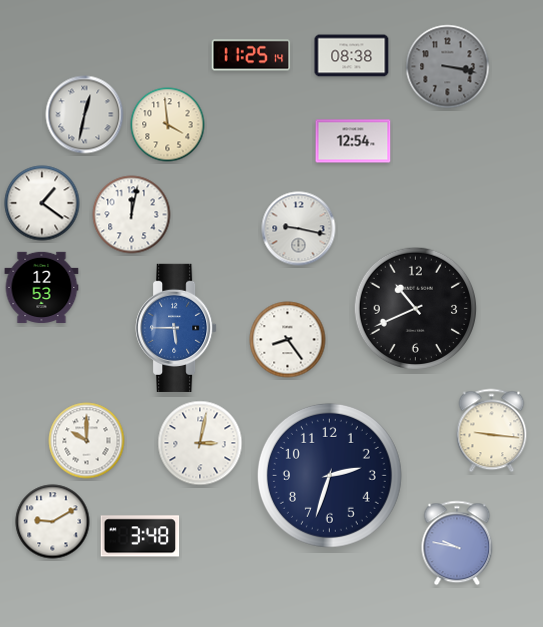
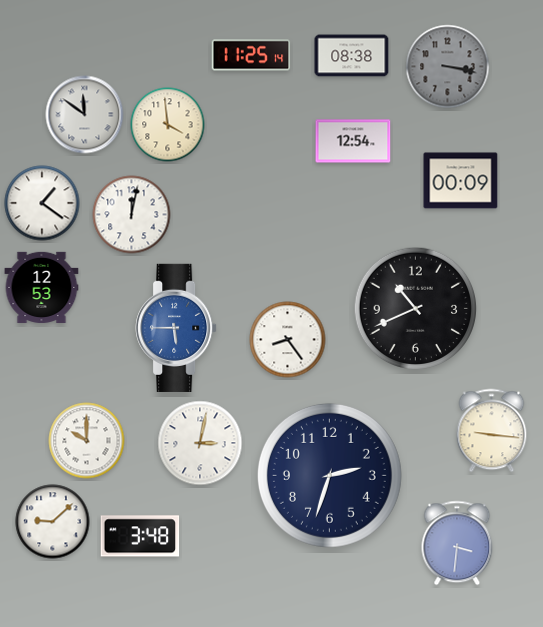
clock at (85, 115): 12:32 -> 11:51
clock at (461, 181): none -> 00:09
clock at (299, 229): 9:17 -> none
clock at (53, 522): 9:10 -> 9:08
clock at (457, 543): 9:47 -> 3:31
